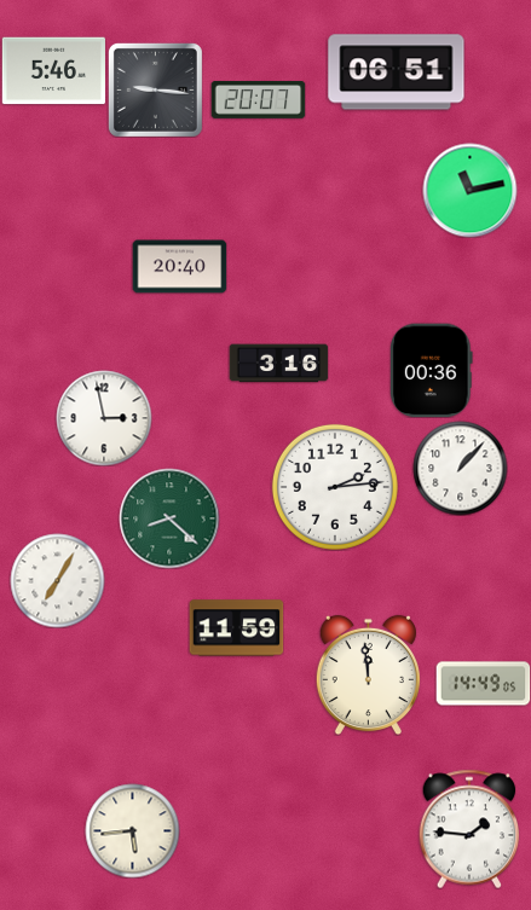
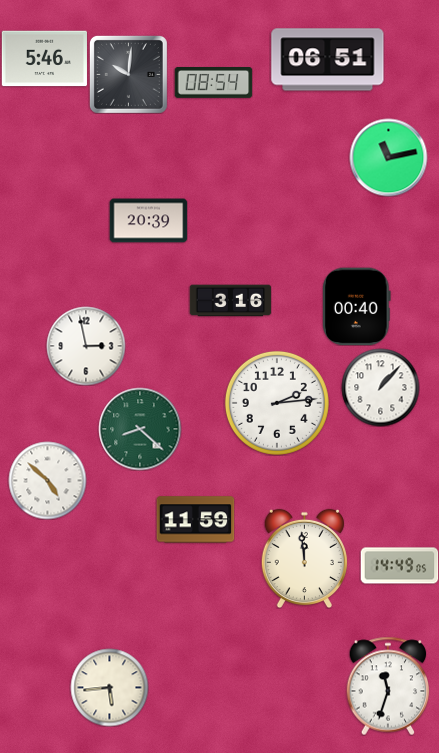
clock at (155, 89): 9:16 -> 10:01
clock at (258, 100): 20:07 -> 08:54
clock at (179, 267): 20:40 -> 20:39
clock at (432, 370): 00:36 -> 00:40
clock at (57, 580): 7:05 -> 4:52
clock at (469, 829): 1:46 -> 11:33
